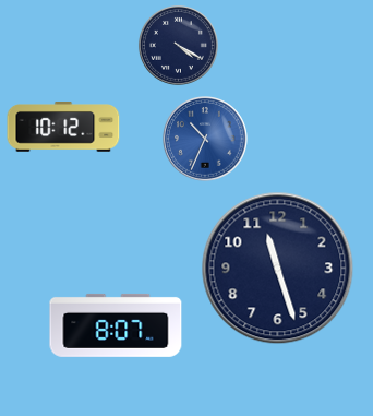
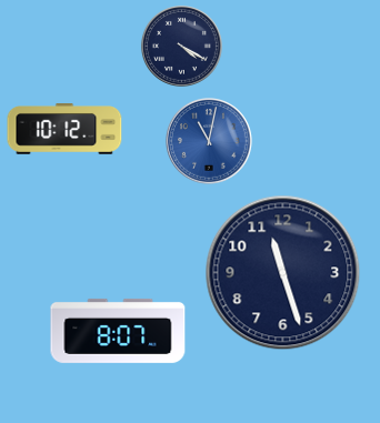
clock at (206, 140): 10:34 -> 11:02
